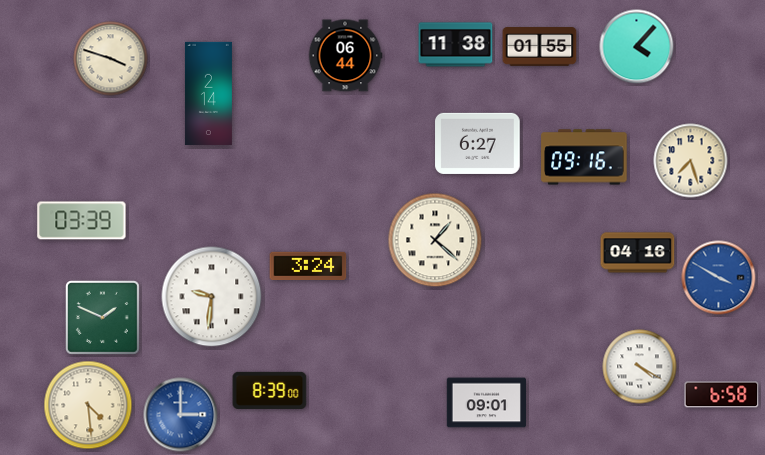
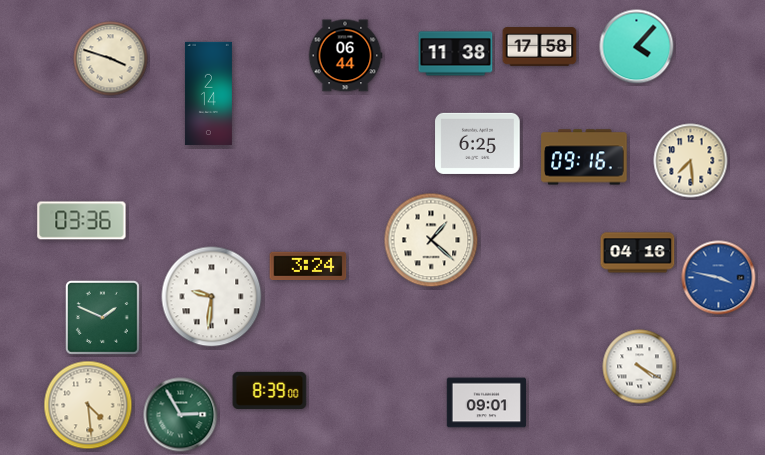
clock at (456, 45) position: (456, 45) -> (456, 54)
clock at (540, 47): 01:55 -> 17:58
clock at (478, 143): 6:27 -> 6:25
clock at (691, 161): 7:27 -> 7:29
clock at (82, 221): 03:39 -> 03:36
clock at (435, 240) position: (435, 240) -> (431, 240)
clock at (719, 278): 3:50 -> 3:47
clock at (722, 395): 6:58 -> none
clock at (181, 415): 3:00 -> 2:55
clock at (181, 415) dial: blue -> green
